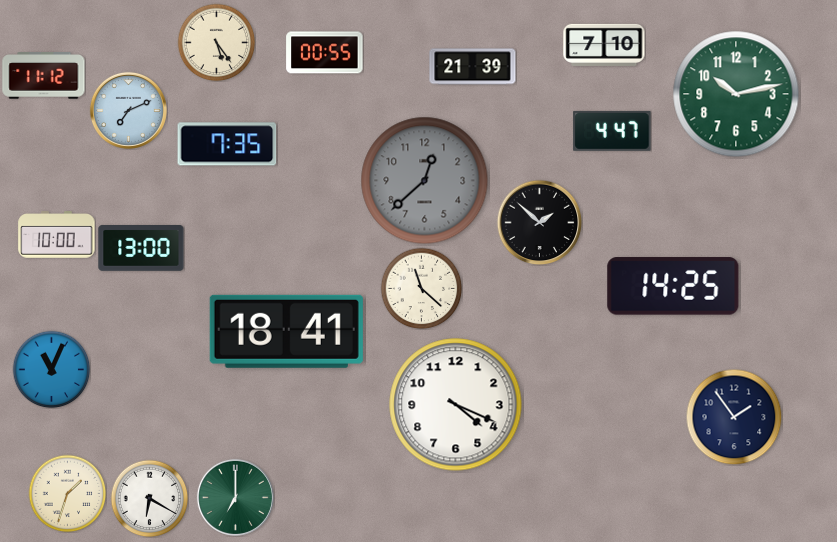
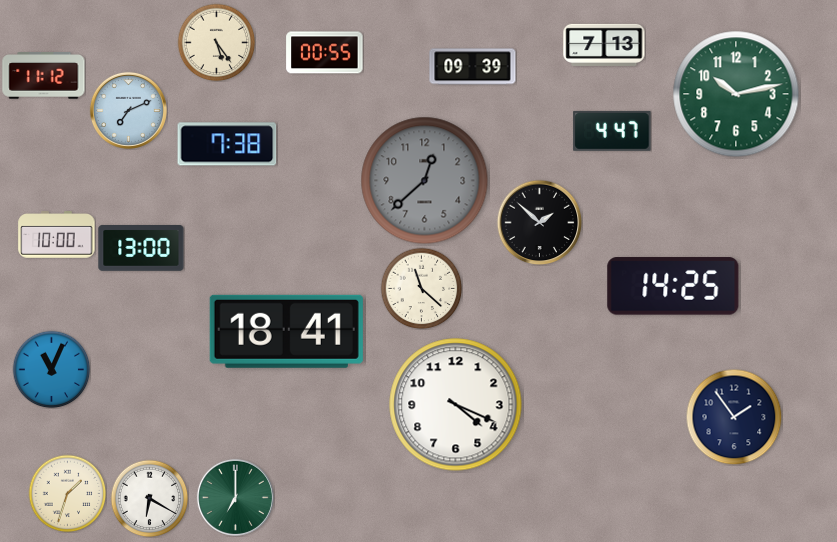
clock at (604, 45): 7:10 -> 7:13
clock at (473, 67): 21:39 -> 09:39
clock at (227, 144): 7:35 -> 7:38
